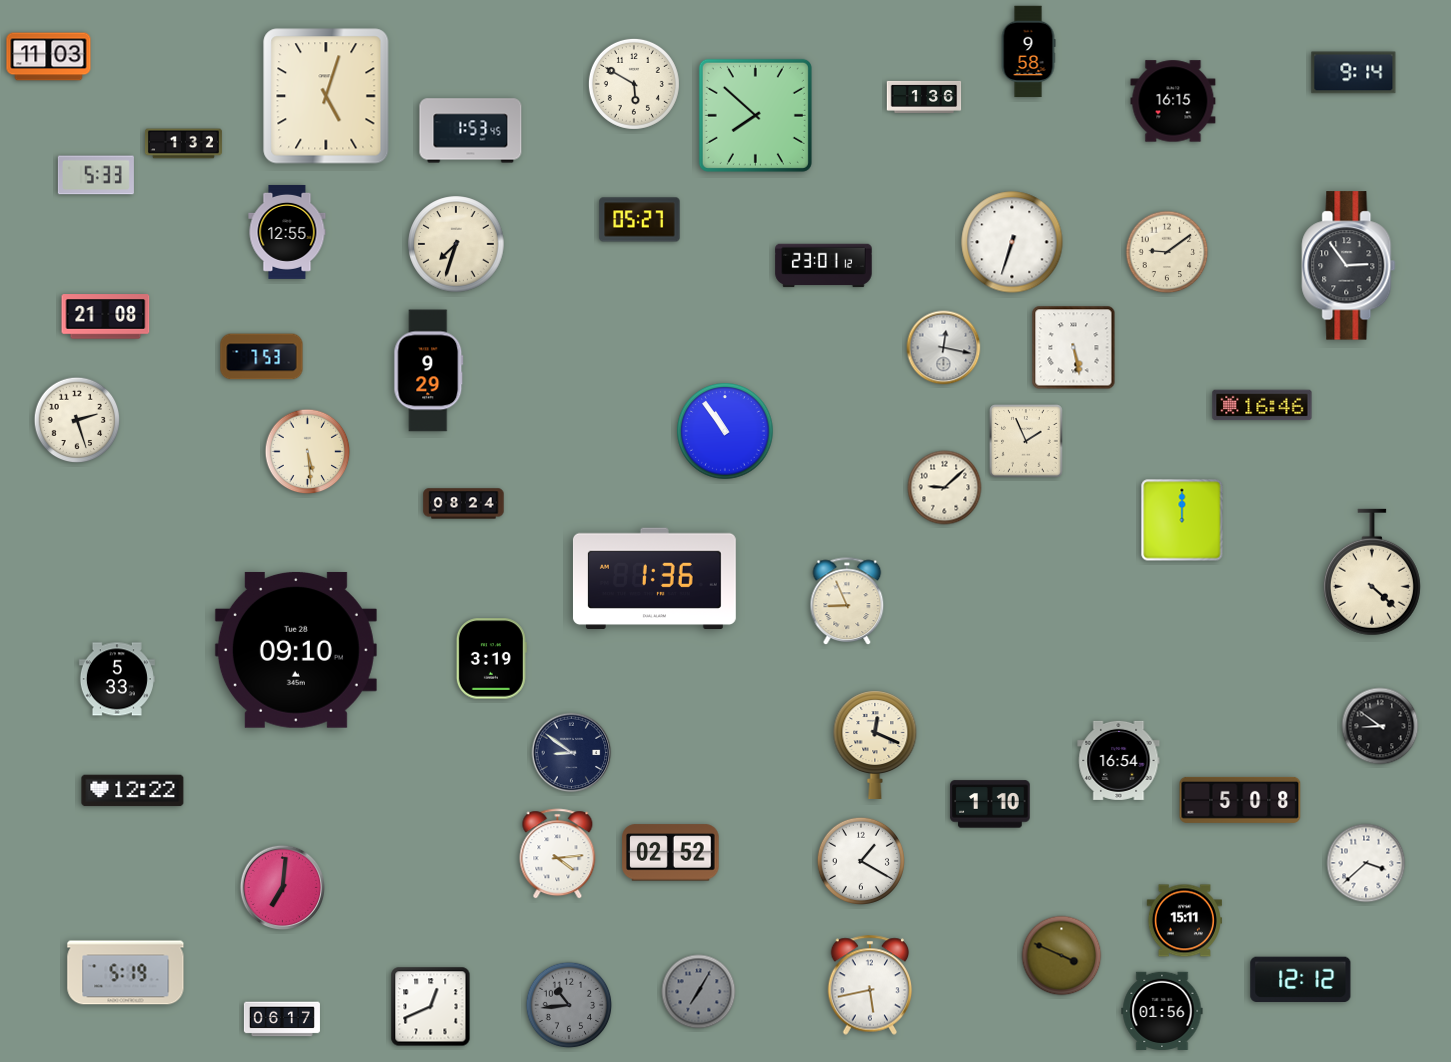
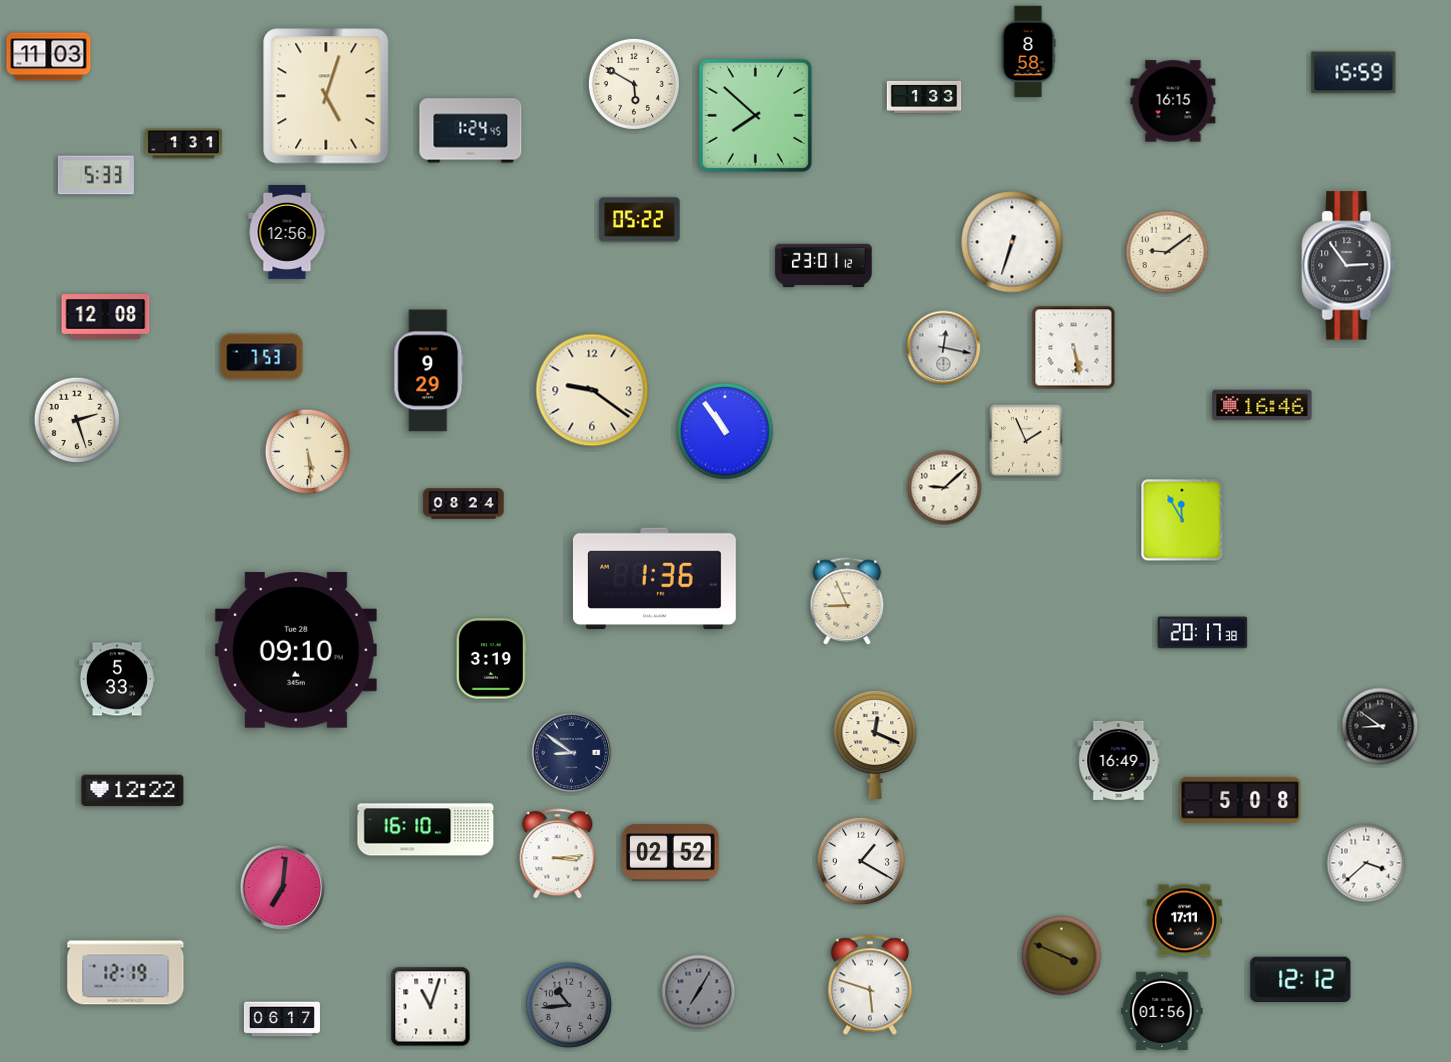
clock at (1028, 52): 9:58 -> 8:58
clock at (1354, 73): 9:14 -> 15:59
clock at (924, 97): 1:36 -> 1:33
clock at (471, 131): 1:53 -> 1:24
clock at (183, 144): 1:32 -> 1:31
clock at (640, 220): 05:27 -> 05:22
clock at (287, 232): 12:55 -> 12:56
clock at (456, 244): 7:33 -> none
clock at (106, 317): 21:08 -> 12:08
clock at (592, 390): none -> 9:21
clock at (1182, 520): 12:00 -> 11:55
clock at (1372, 572): 4:22 -> none
clock at (1203, 633): none -> 20:17
clock at (1119, 760): 16:54 -> 16:49
clock at (990, 804): 1:10 -> none
clock at (426, 830): none -> 16:10
clock at (558, 854): 4:14 -> 3:14
clock at (1184, 921): 15:11 -> 17:11
clock at (126, 973): 5:19 -> 12:19
clock at (870, 985): 5:43 -> 5:48
clock at (431, 1007): 12:41 -> 11:03
